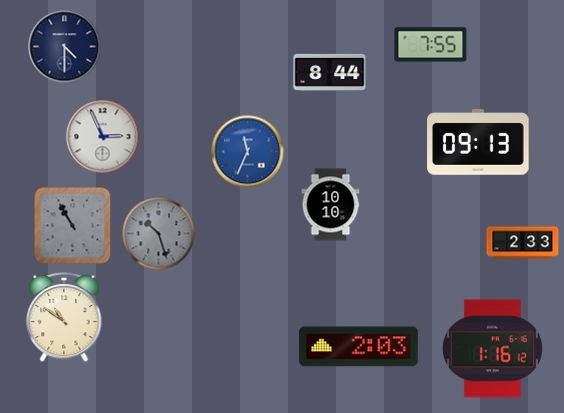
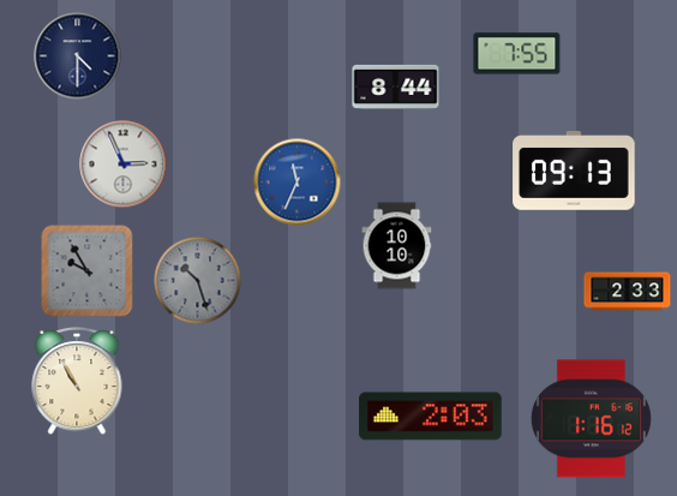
clock at (73, 226): 10:55 -> 9:55
clock at (159, 234) position: (159, 234) -> (198, 281)
clock at (64, 318): 10:51 -> 10:55
